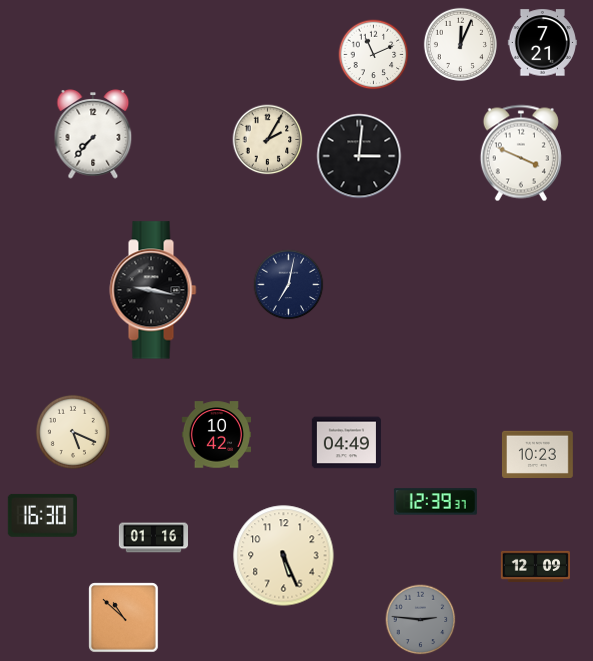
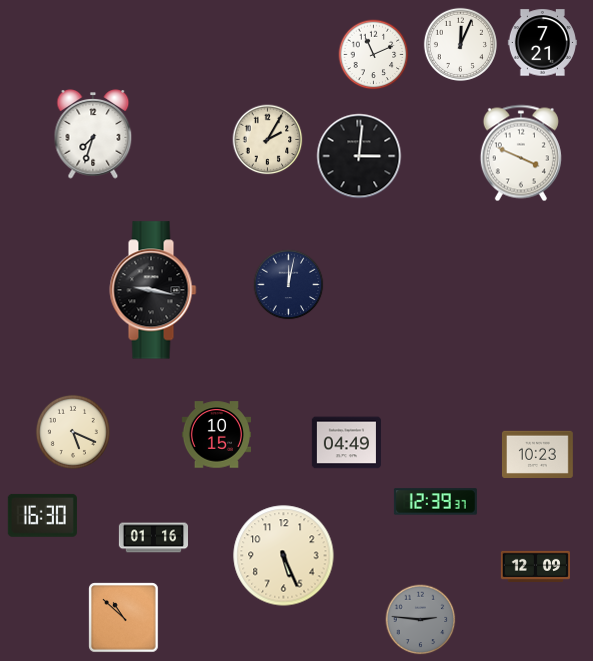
clock at (93, 134): 7:37 -> 7:33
clock at (289, 285): 7:02 -> 12:02
clock at (216, 435): 10:42 -> 10:15
